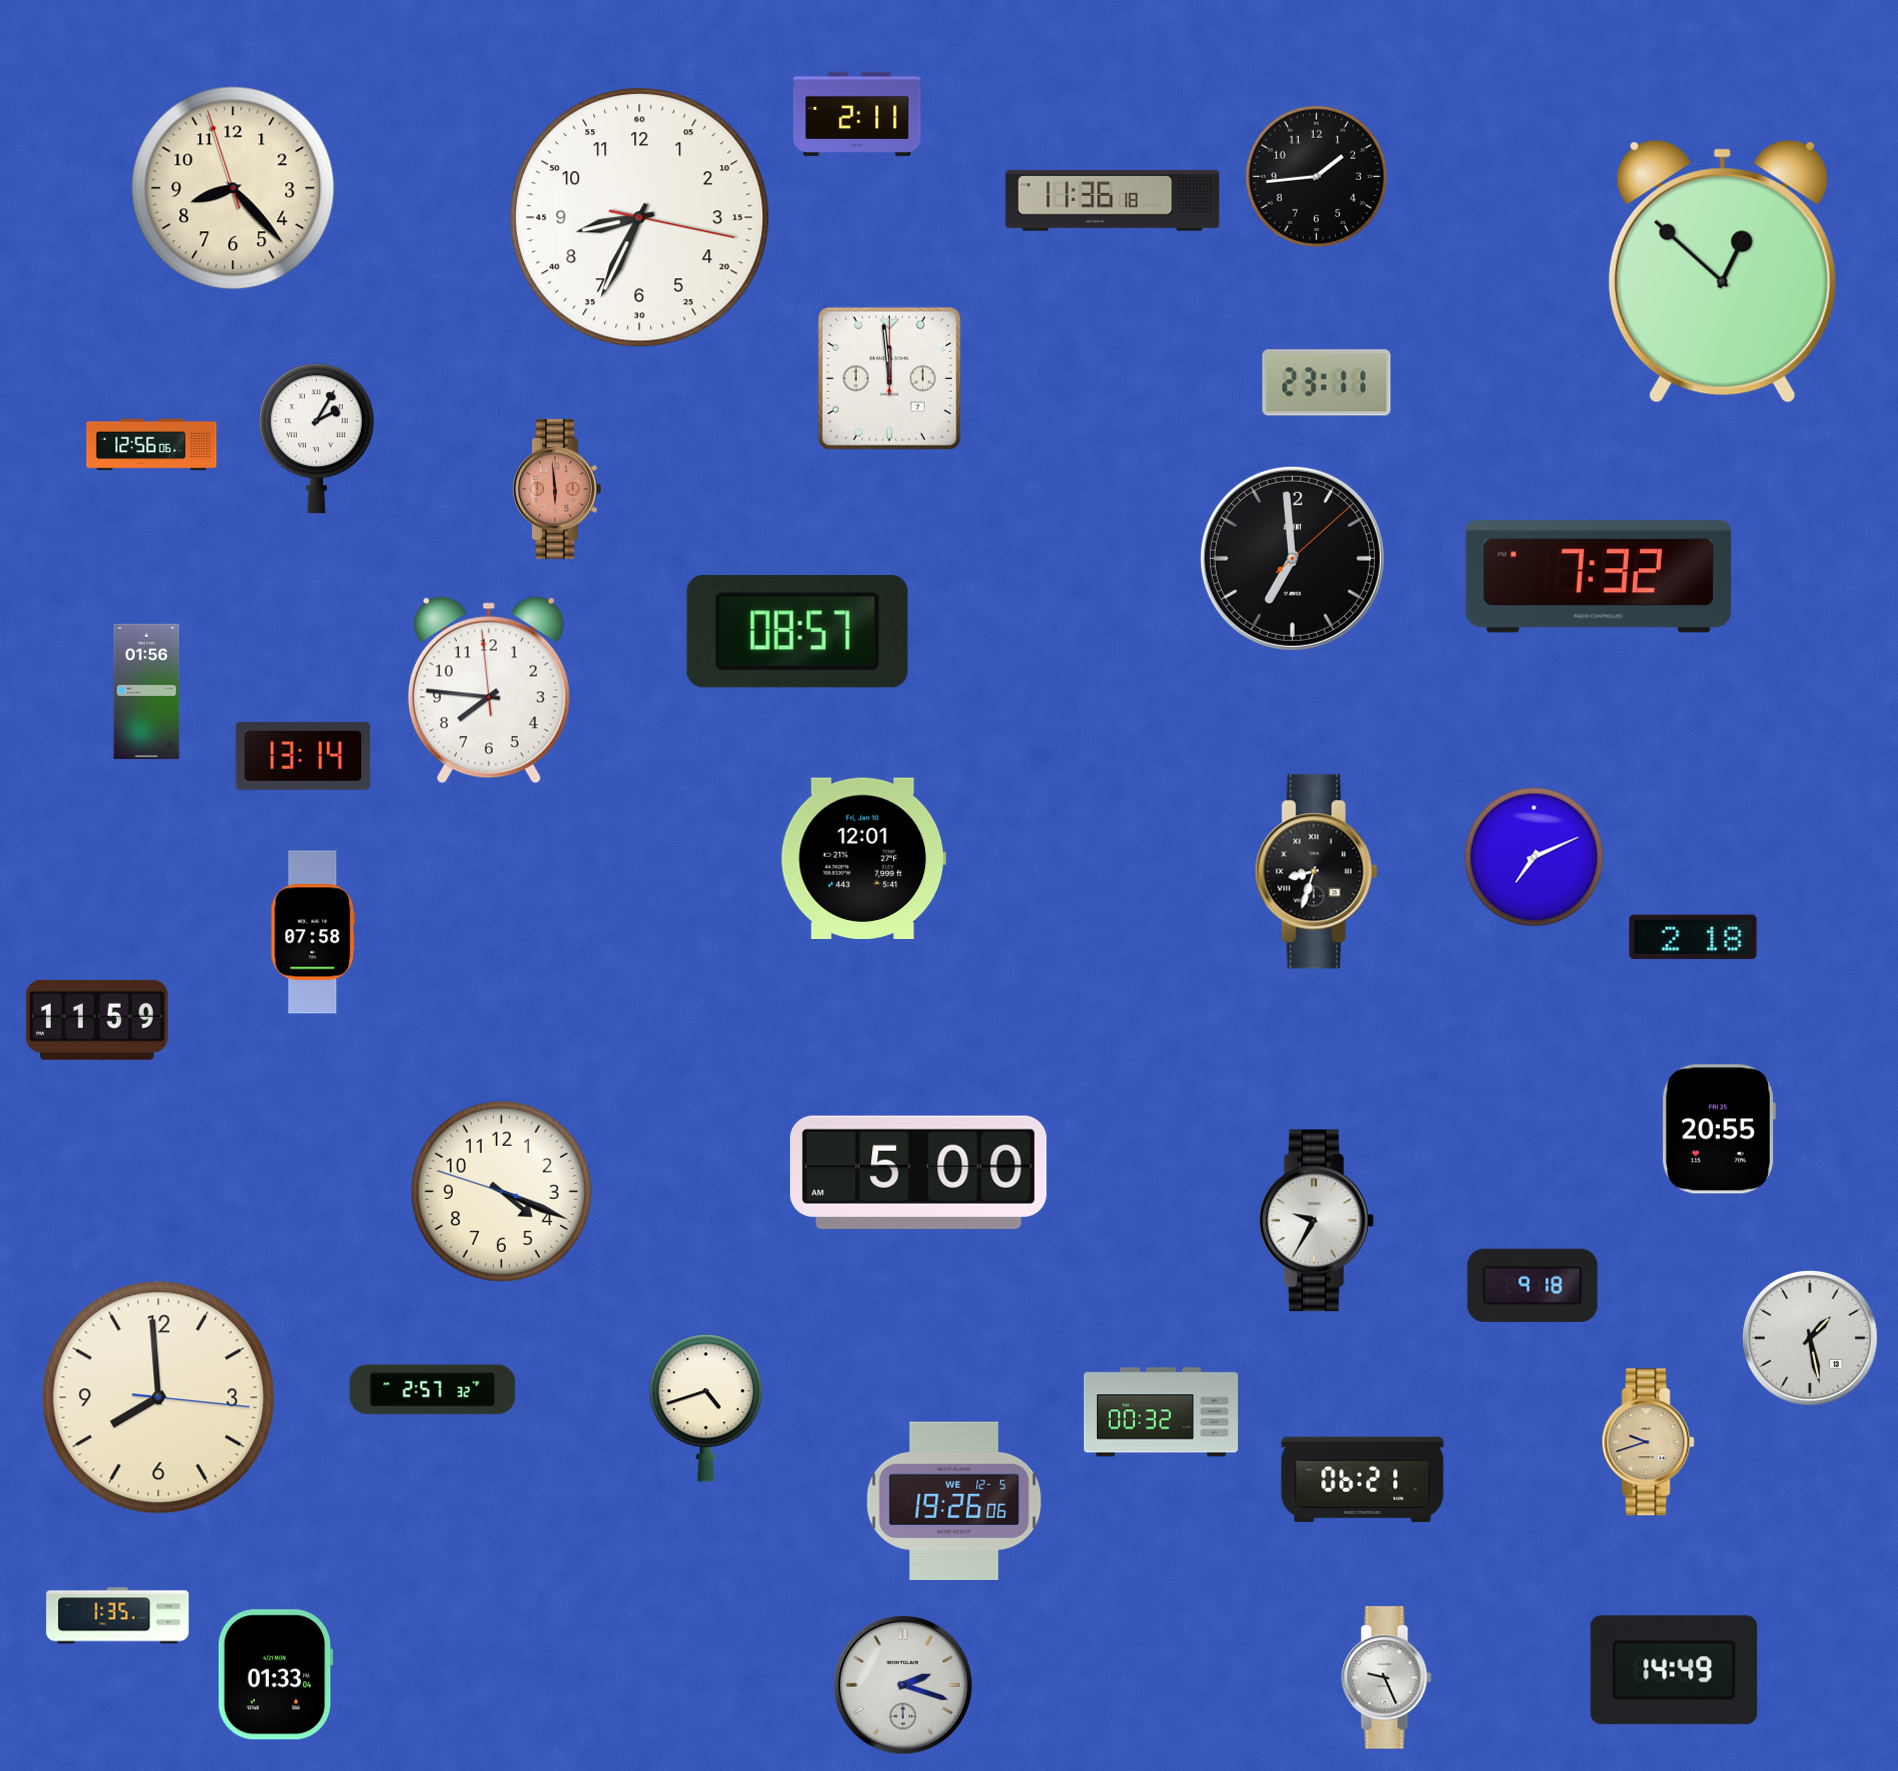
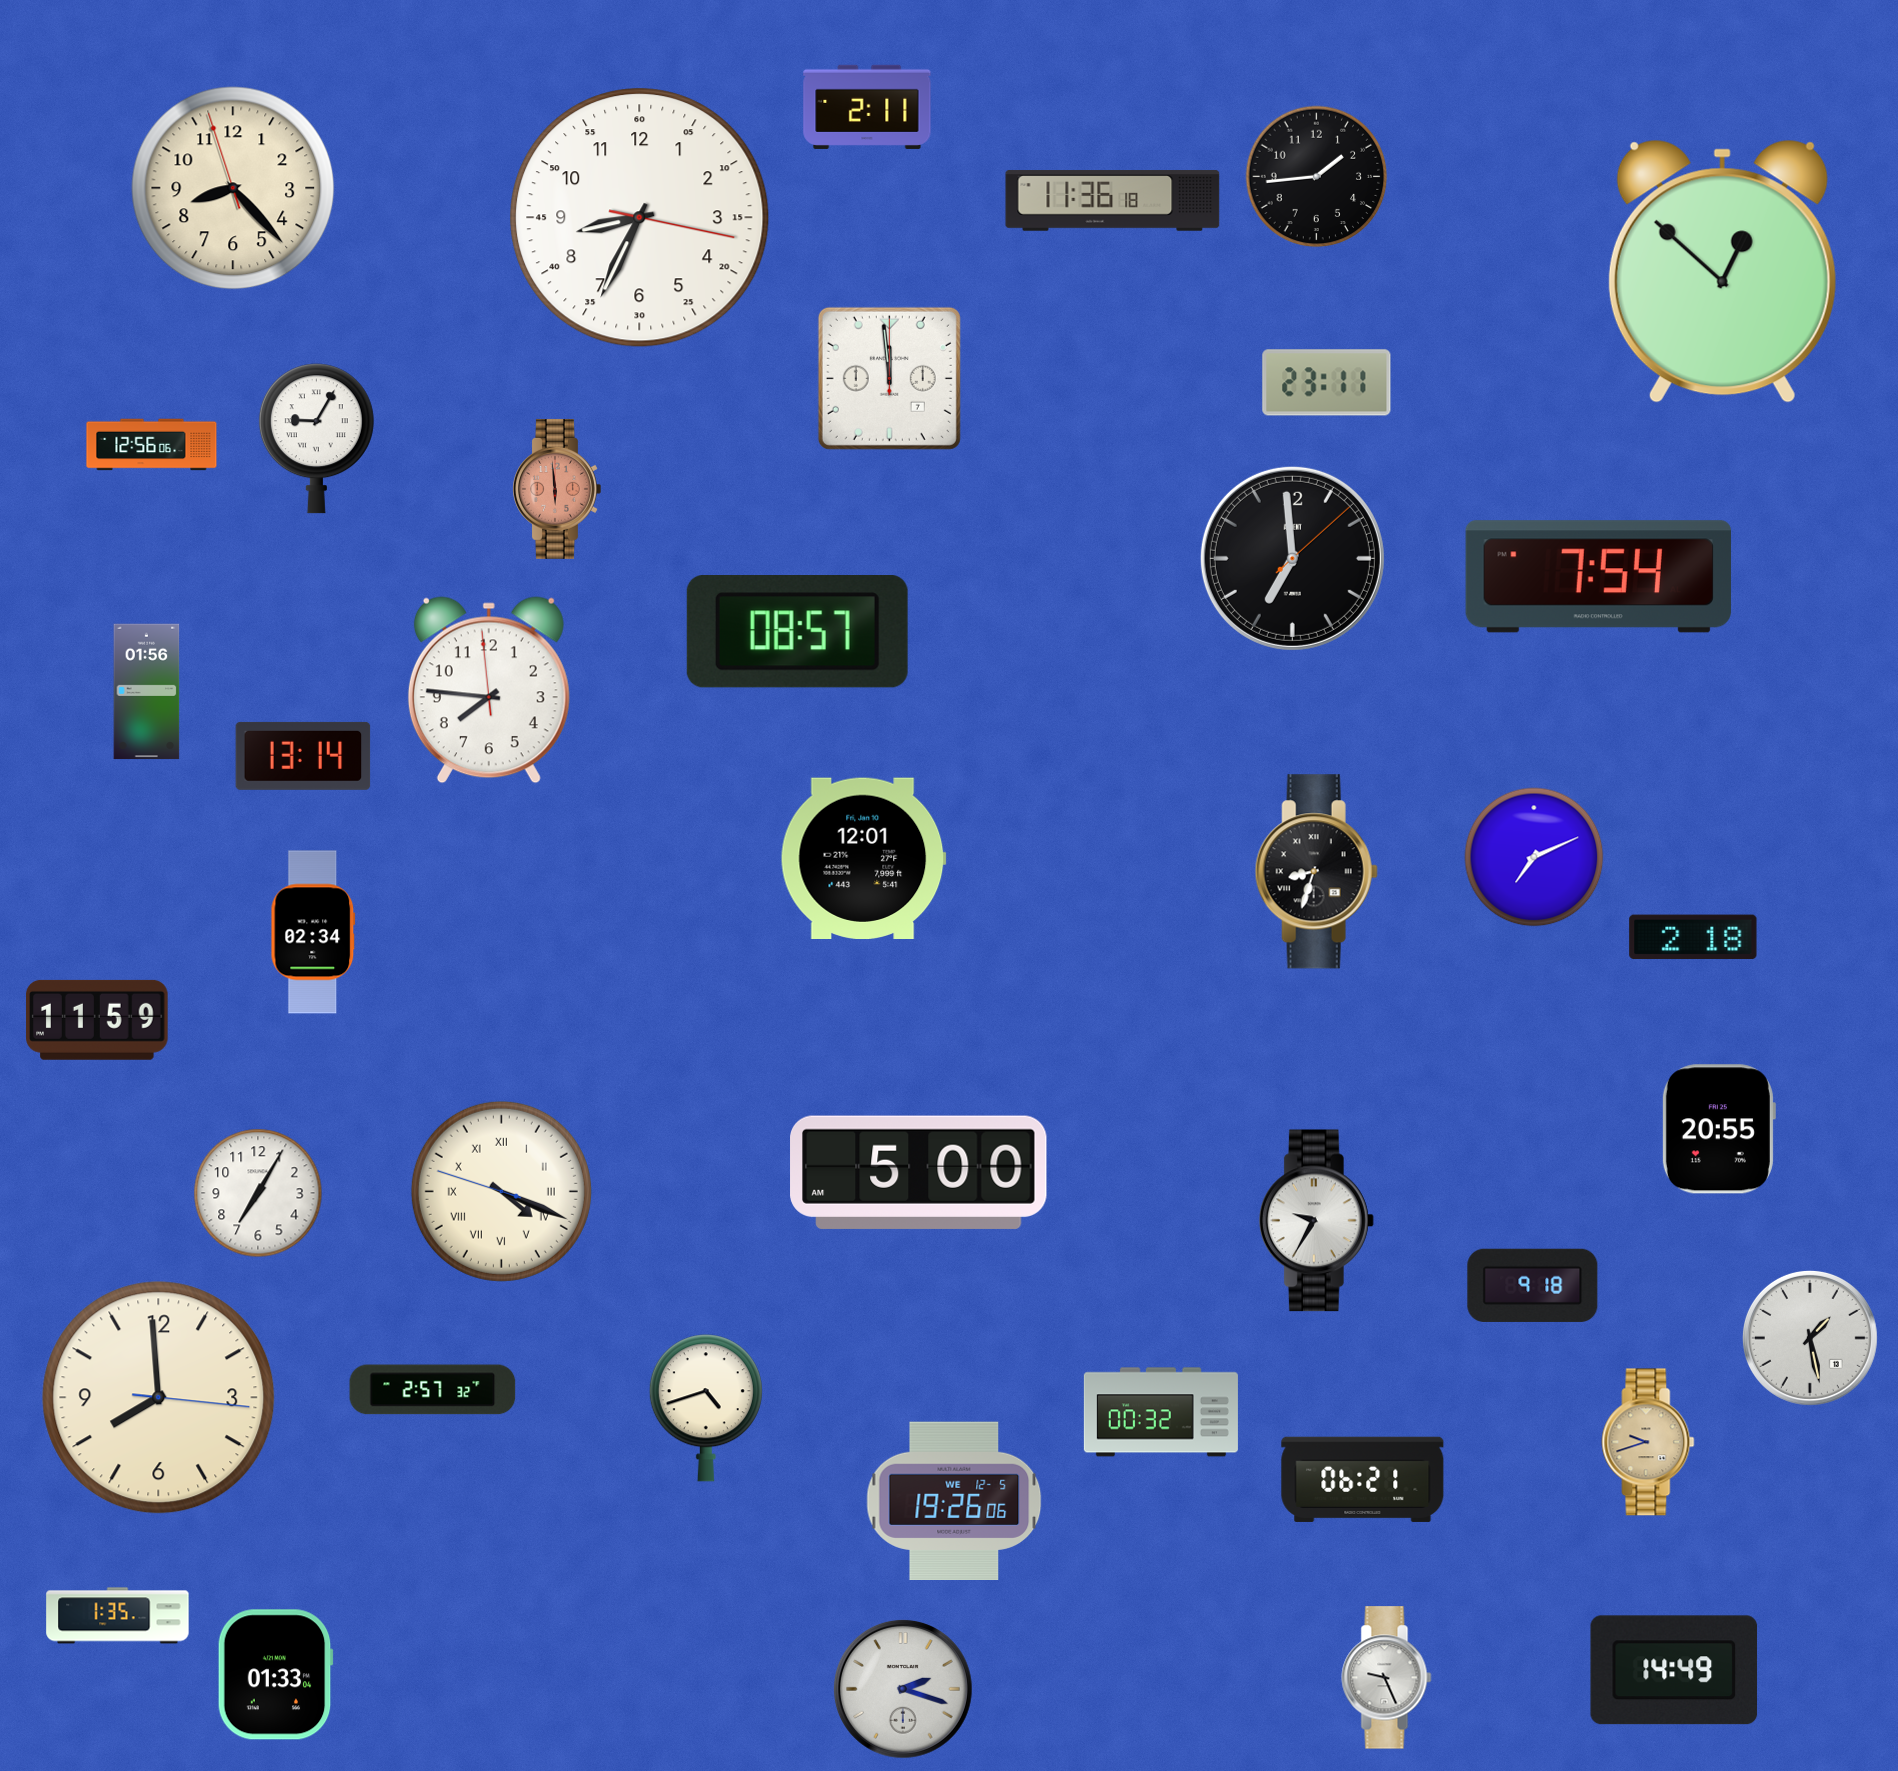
clock at (857, 114) position: (857, 114) -> (867, 107)
clock at (316, 439): 2:05 -> 9:05
clock at (1598, 577): 7:32 -> 7:54
clock at (313, 932): 07:58 -> 02:34
clock at (501, 1191) numerals: Arabic -> Roman
clock at (258, 1193): none -> 7:05
clock at (904, 1686) position: (904, 1686) -> (904, 1690)
